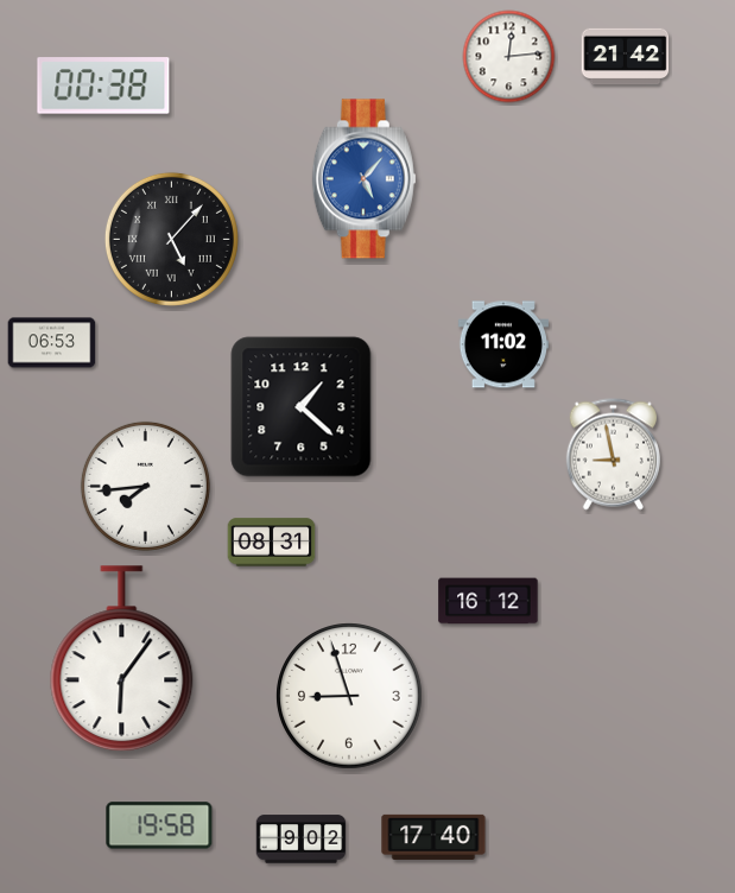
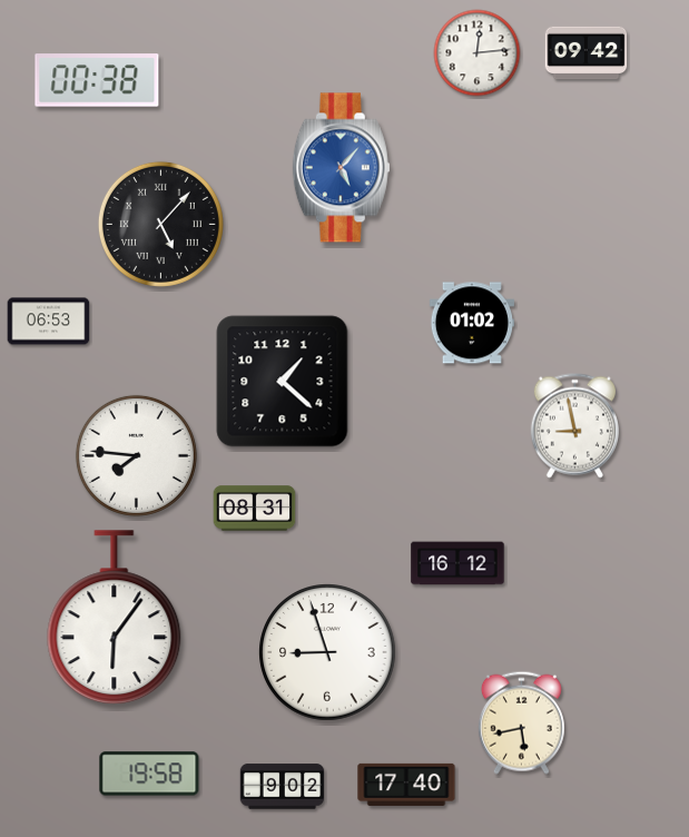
clock at (626, 57): 21:42 -> 09:42
clock at (502, 344): 11:02 -> 01:02
clock at (145, 486): 7:44 -> 7:46
clock at (521, 722): none -> 5:43
